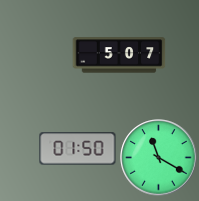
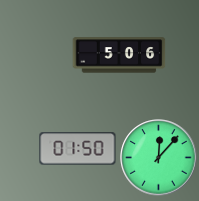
clock at (119, 55): 5:07 -> 5:06
clock at (159, 158): 11:20 -> 12:07
